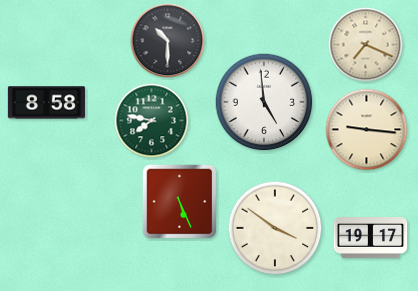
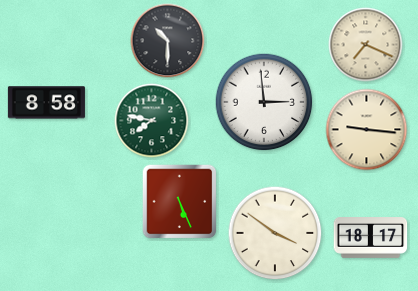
clock at (264, 102): 4:59 -> 2:59
clock at (275, 228) position: (275, 228) -> (275, 233)
clock at (371, 238): 19:17 -> 18:17
